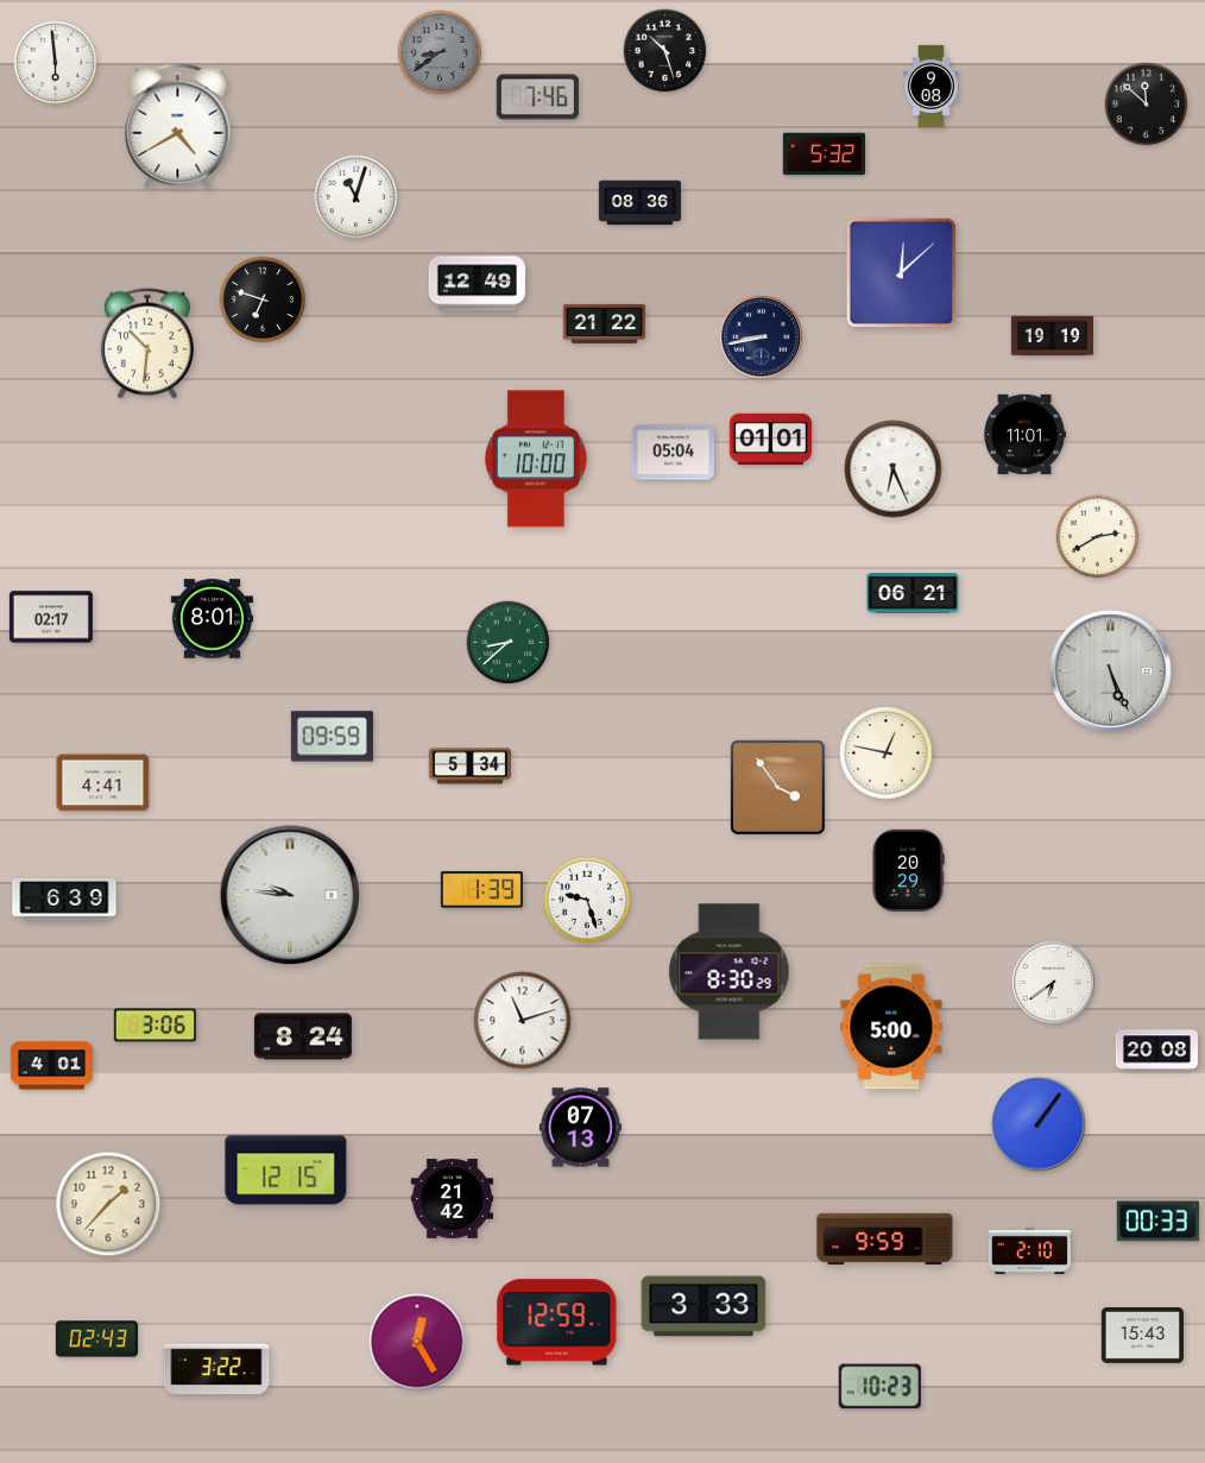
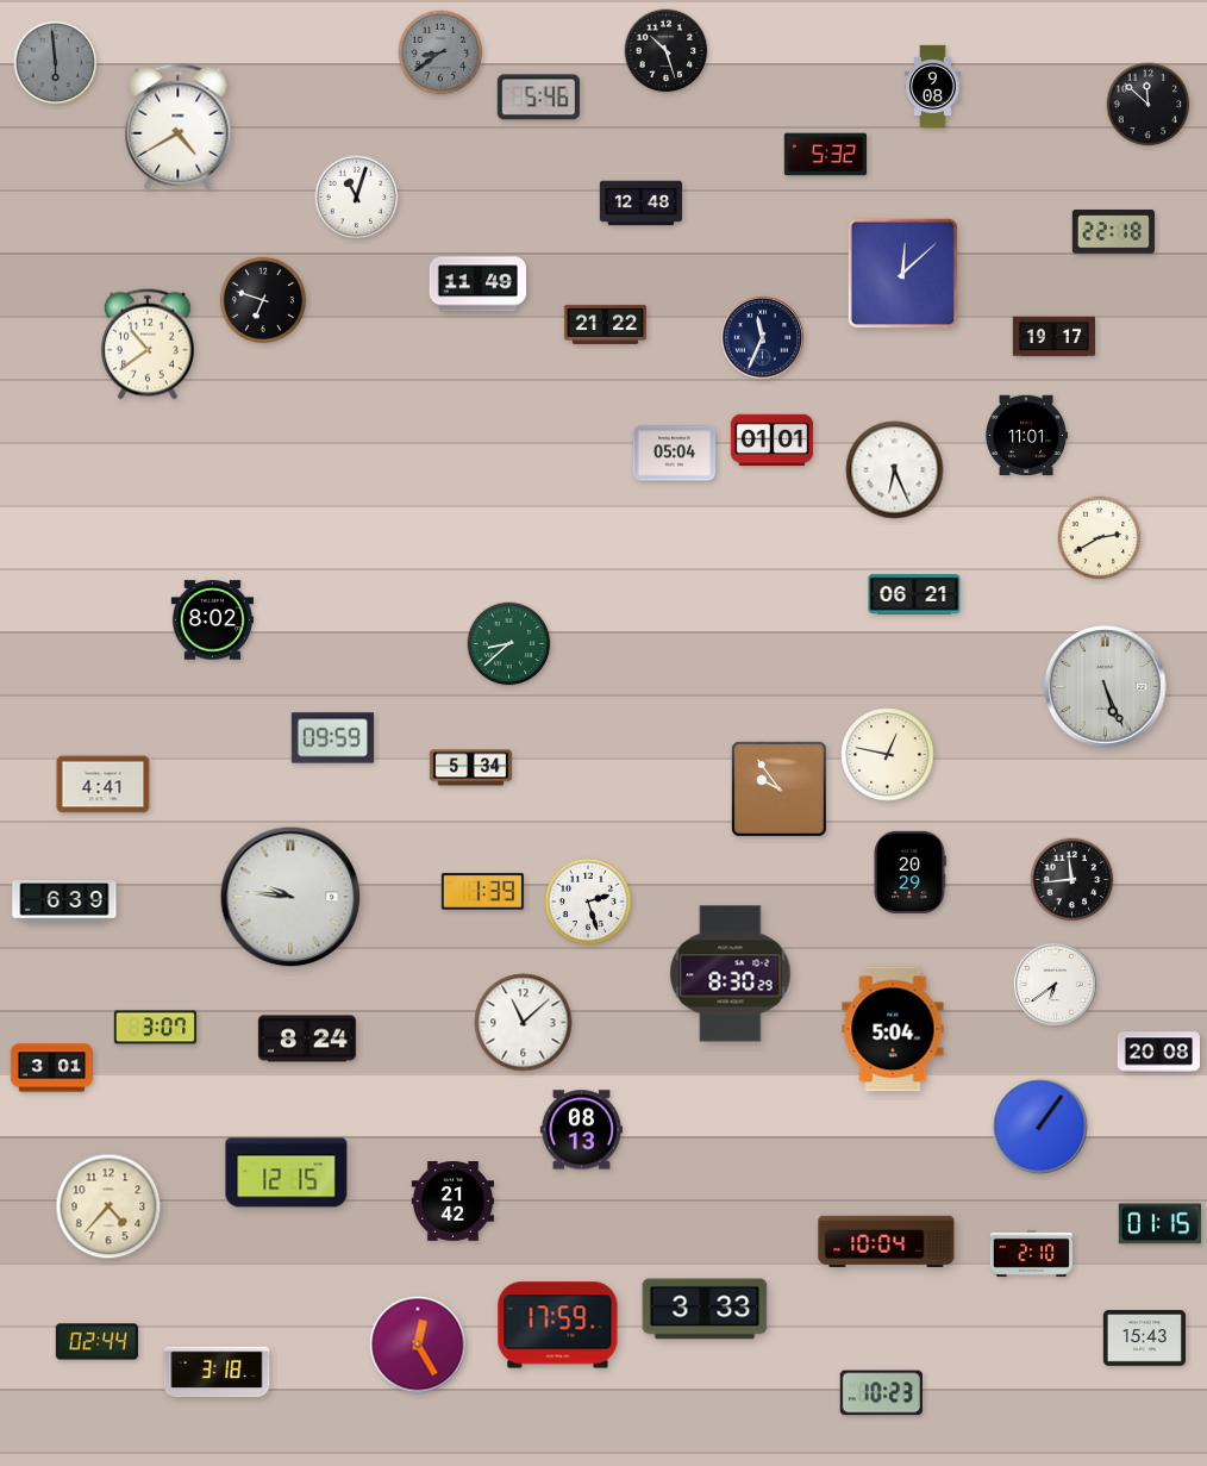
clock at (56, 63) dial: white -> grey
clock at (537, 97): 7:46 -> 5:46
clock at (639, 203): 08:36 -> 12:48
clock at (1113, 232): none -> 22:18
clock at (478, 284): 12:49 -> 11:49
clock at (761, 336): 8:43 -> 11:34
clock at (1052, 336): 19:19 -> 19:17
clock at (147, 343): 10:31 -> 10:39
clock at (536, 459): 10:00 -> none
clock at (51, 617): 02:17 -> none
clock at (212, 619): 8:01 -> 8:02
clock at (1111, 671) position: (1111, 671) -> (1106, 687)
clock at (777, 787): 3:54 -> 9:54
clock at (1072, 880): none -> 11:44
clock at (587, 900): 9:27 -> 2:27
clock at (523, 1021): 11:12 -> 11:08
clock at (154, 1026): 3:06 -> 3:07
clock at (891, 1027): 5:00 -> 5:04
clock at (303, 1036) position: (303, 1036) -> (307, 1038)
clock at (51, 1066): 4:01 -> 3:01
clock at (580, 1128): 07:13 -> 08:13
clock at (108, 1204): 1:37 -> 4:37
clock at (1157, 1222): 00:33 -> 01:15
clock at (885, 1238): 9:59 -> 10:04
clock at (557, 1323): 12:59 -> 17:59
clock at (96, 1339): 02:43 -> 02:44
clock at (216, 1369): 3:22 -> 3:18
clock at (879, 1387) position: (879, 1387) -> (881, 1393)
